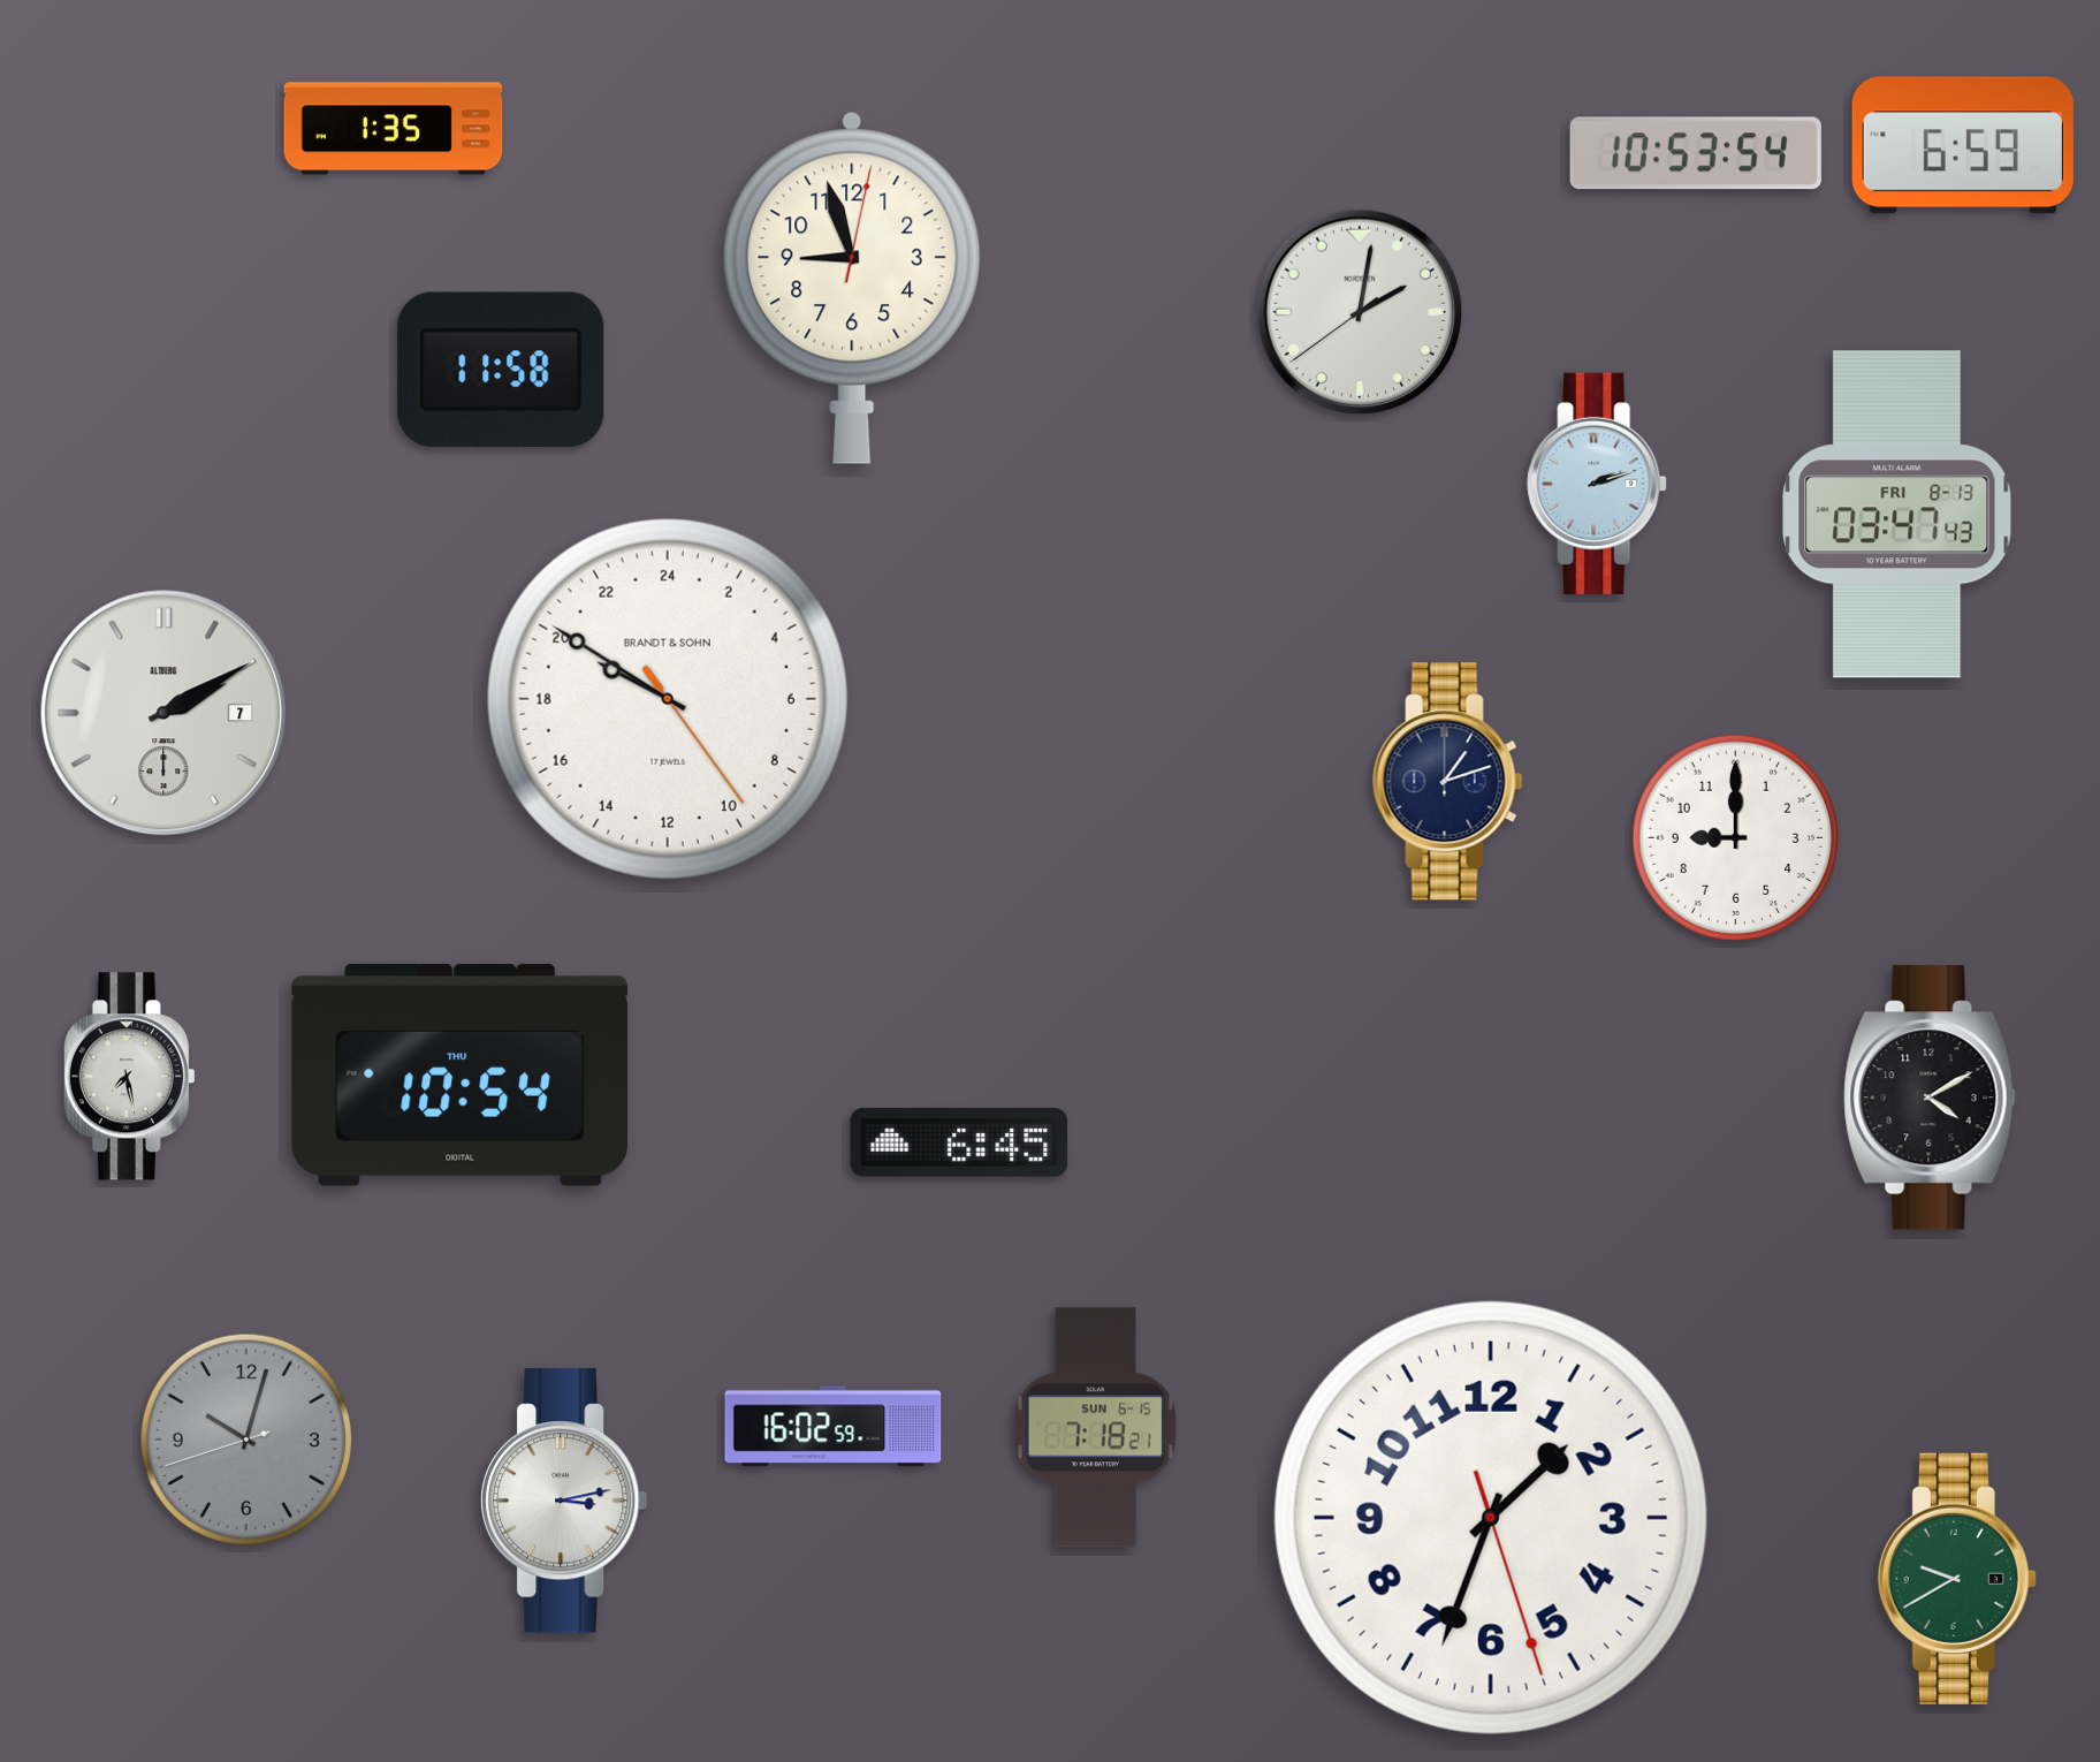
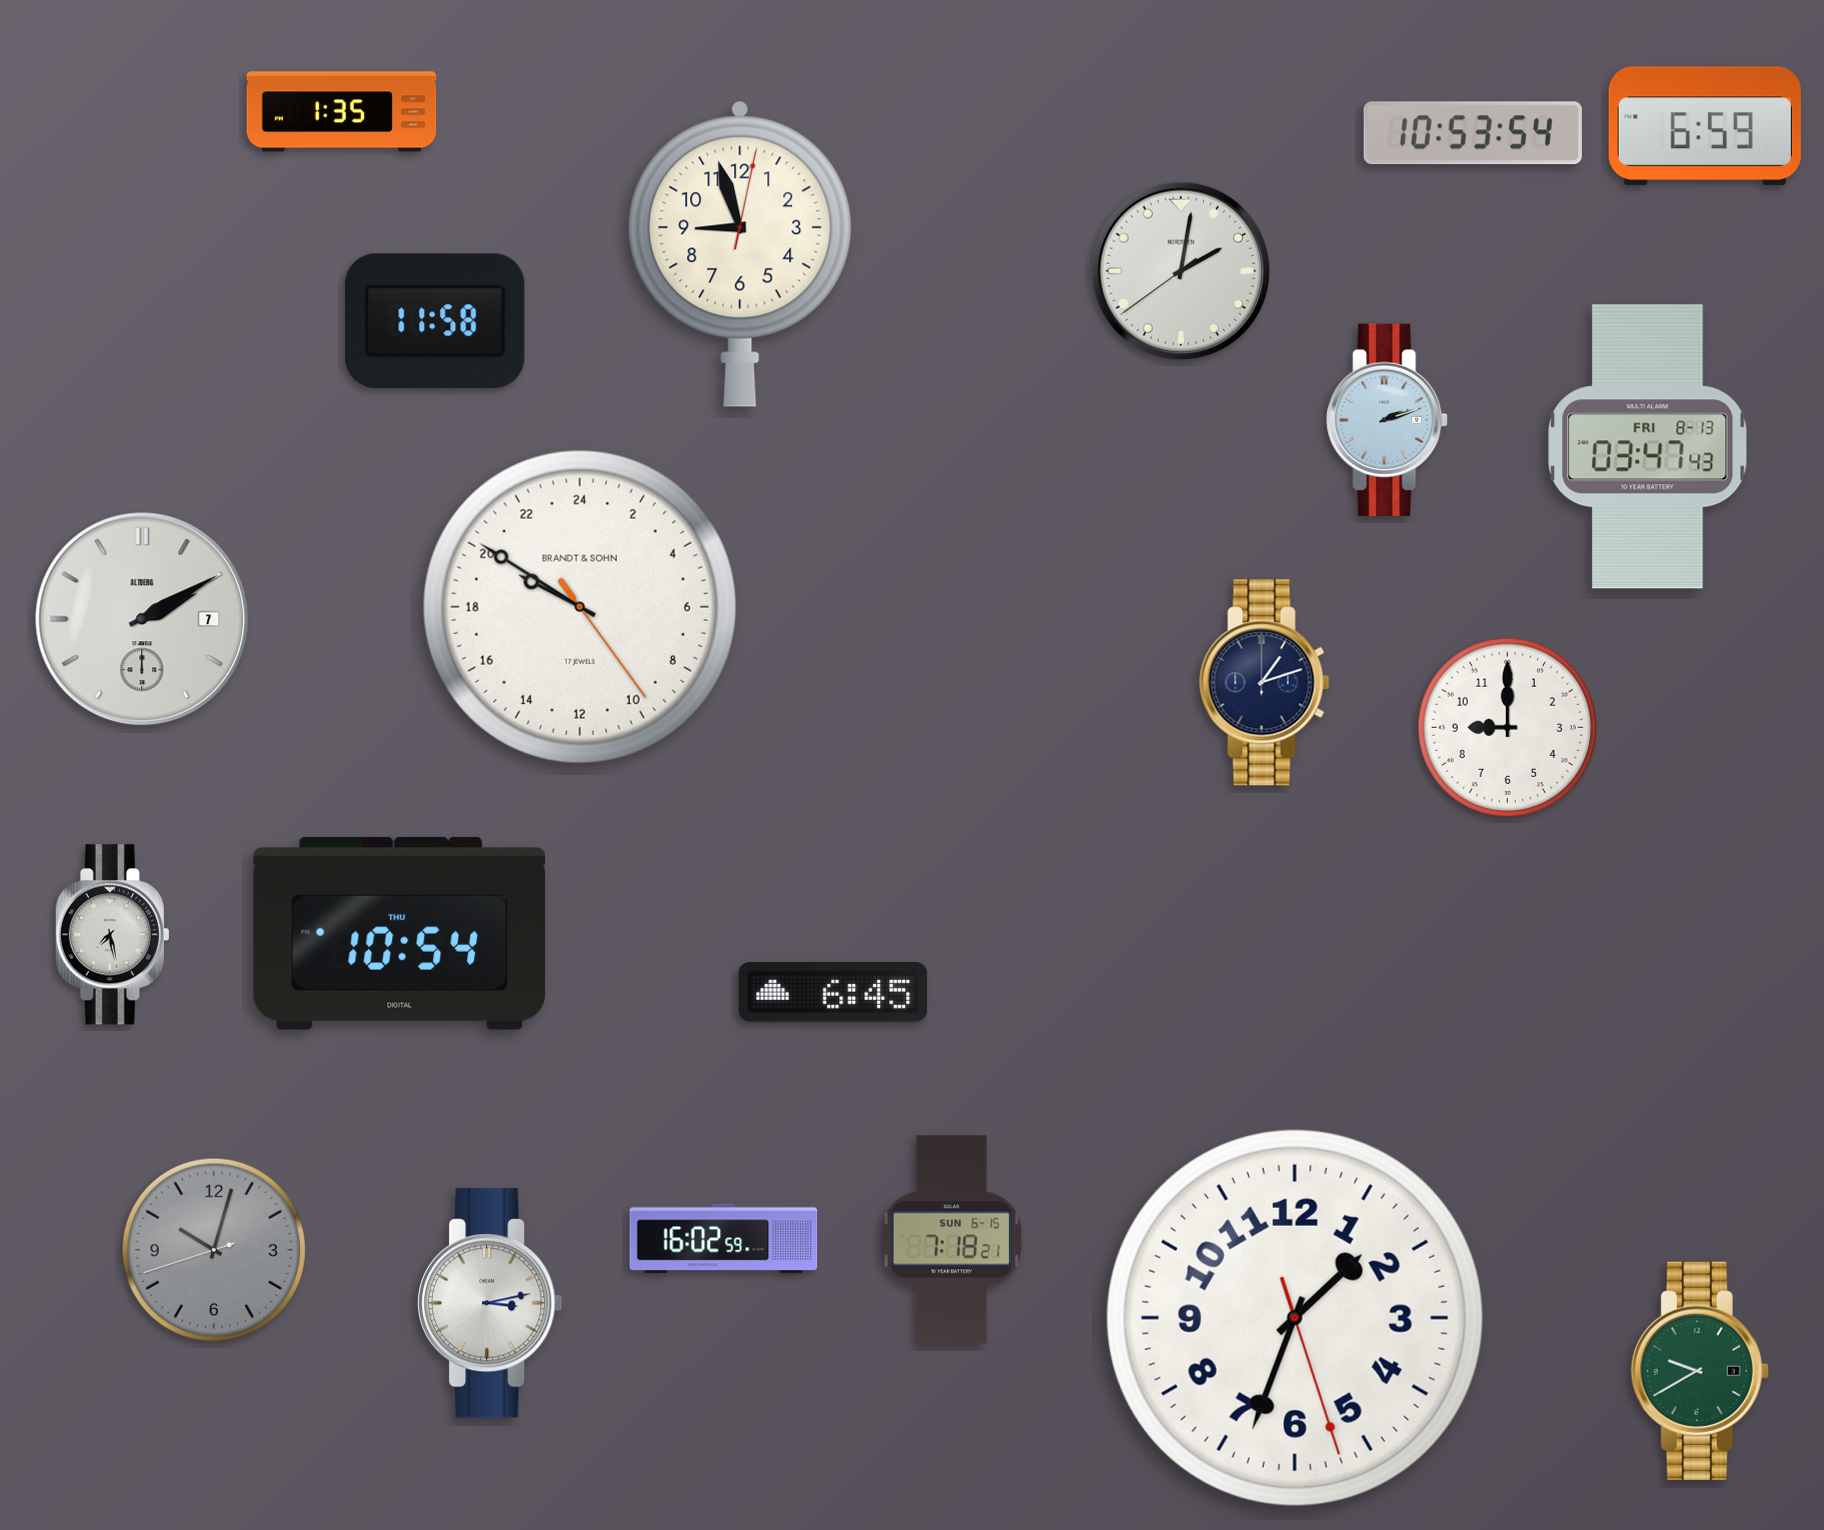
clock at (852, 288) position: (852, 288) -> (740, 254)
clock at (1448, 782) position: (1448, 782) -> (1265, 683)
clock at (1930, 1098): 4:10 -> none
